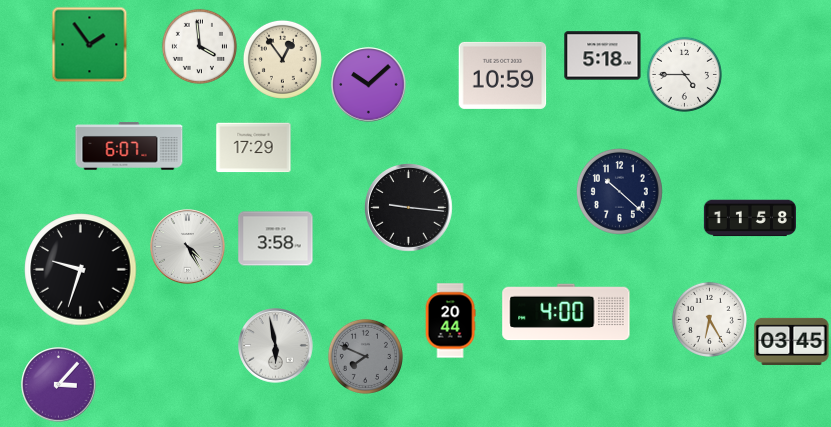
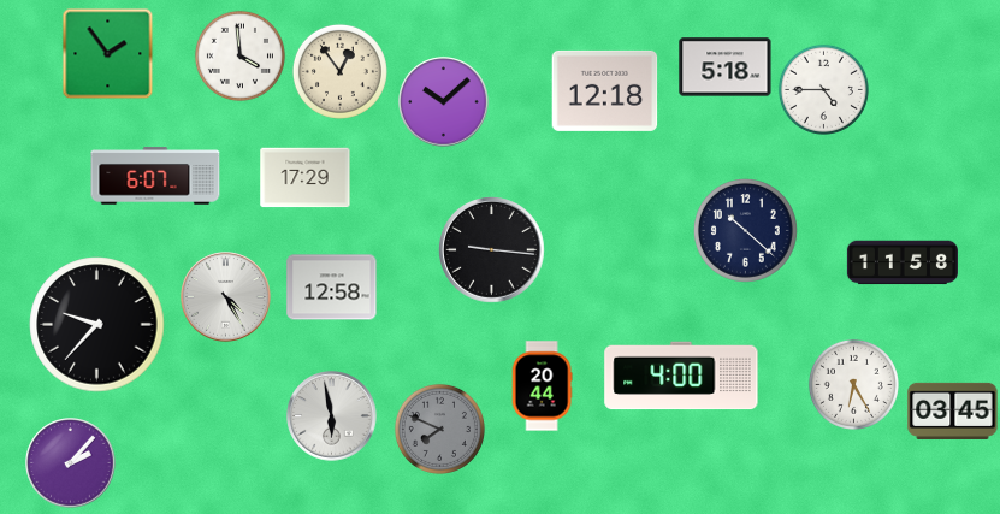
clock at (503, 75): 10:59 -> 12:18
clock at (276, 239): 3:58 -> 12:58
clock at (81, 270): 9:33 -> 9:37
clock at (59, 385): 3:07 -> 2:07
